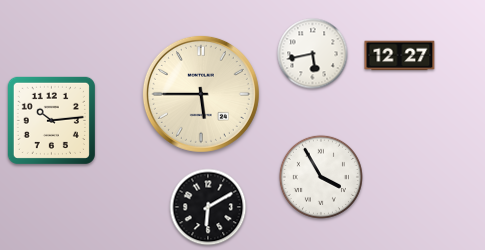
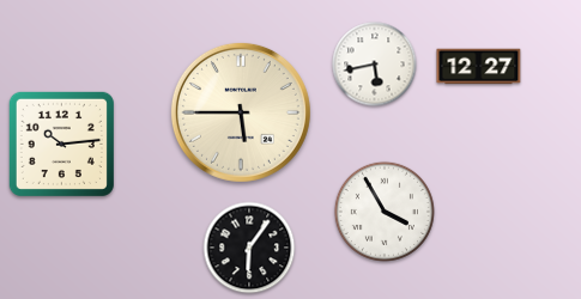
clock at (208, 207): 6:10 -> 6:06
